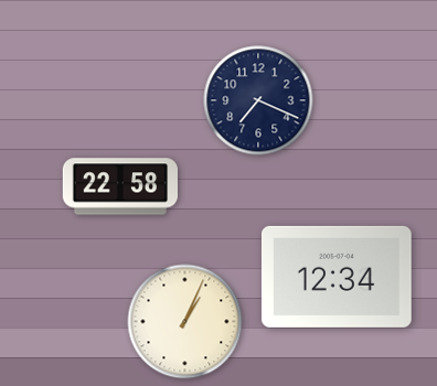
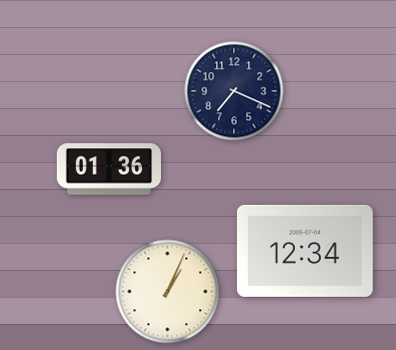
clock at (119, 186): 22:58 -> 01:36
